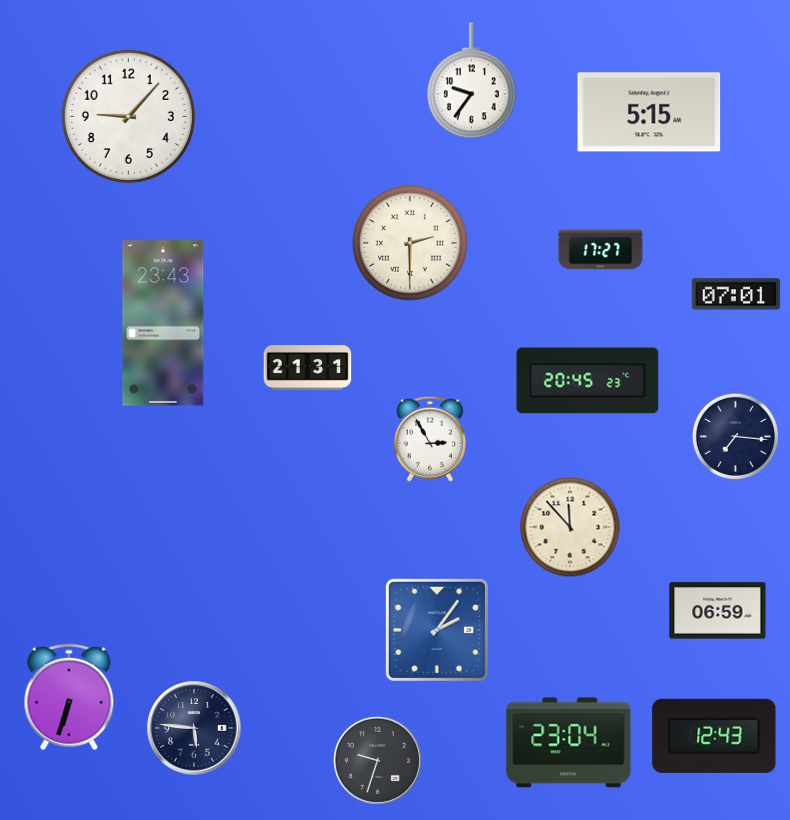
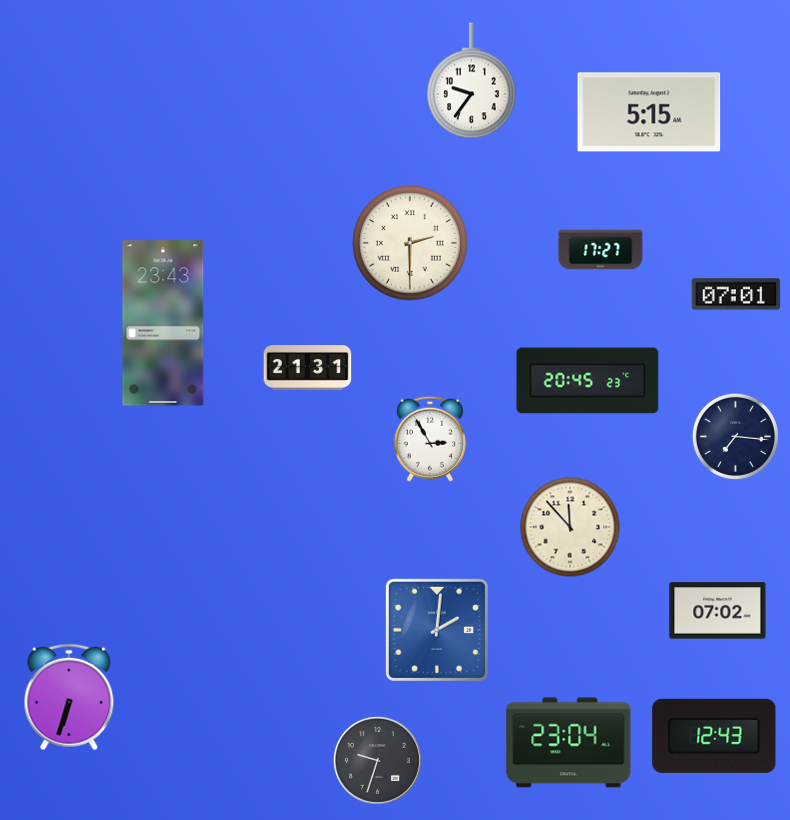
clock at (128, 116): 9:07 -> none
clock at (718, 611): 06:59 -> 07:02
clock at (437, 630): 2:06 -> 2:01
clock at (194, 728): 5:46 -> none
